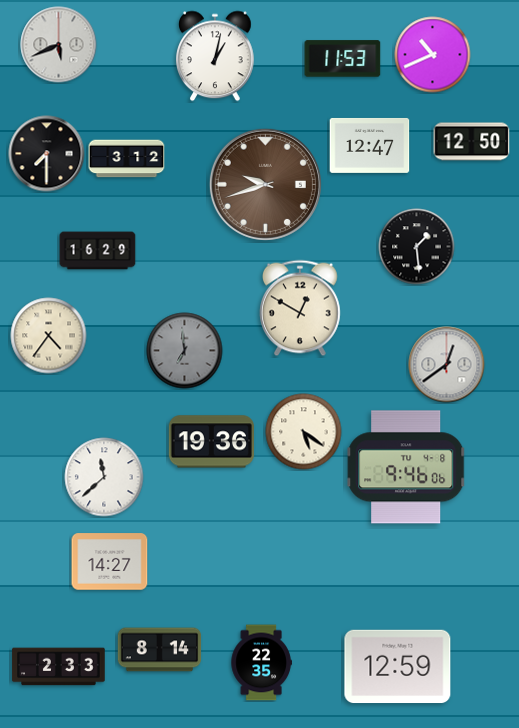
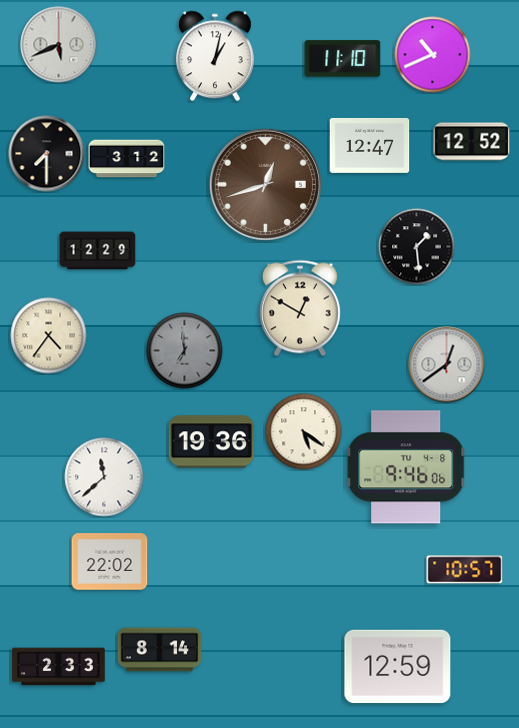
clock at (343, 59): 11:53 -> 11:10
clock at (472, 142): 12:50 -> 12:52
clock at (265, 184): 9:42 -> 12:42
clock at (98, 251): 16:29 -> 12:29
clock at (110, 562): 14:27 -> 22:02
clock at (465, 570): none -> 10:57
clock at (261, 663): 22:35 -> none
